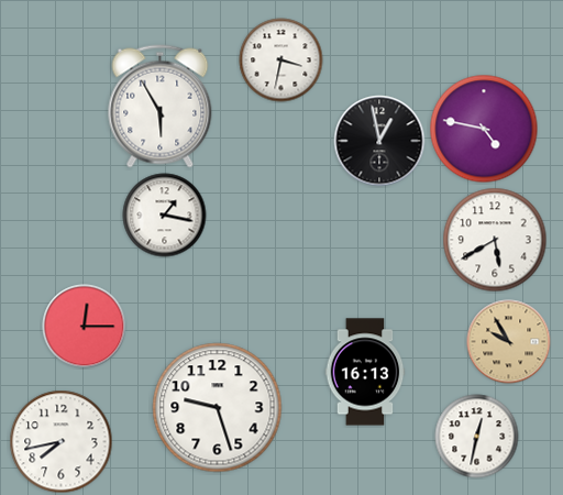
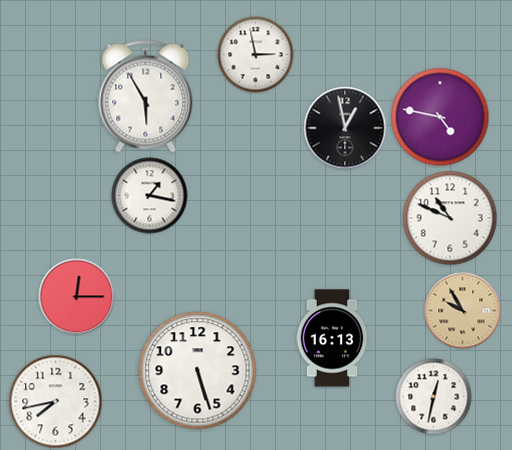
clock at (281, 61): 3:32 -> 2:58
clock at (495, 240): 5:40 -> 10:49
clock at (218, 408): 9:27 -> 5:27
